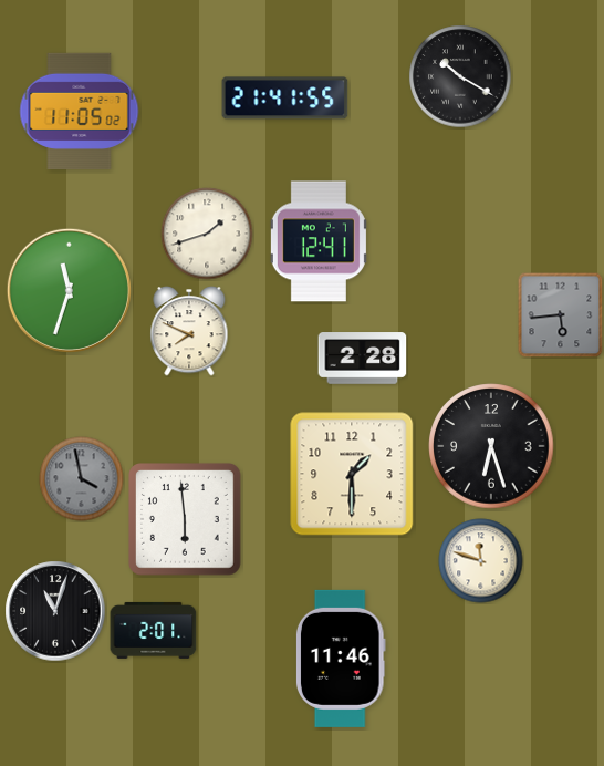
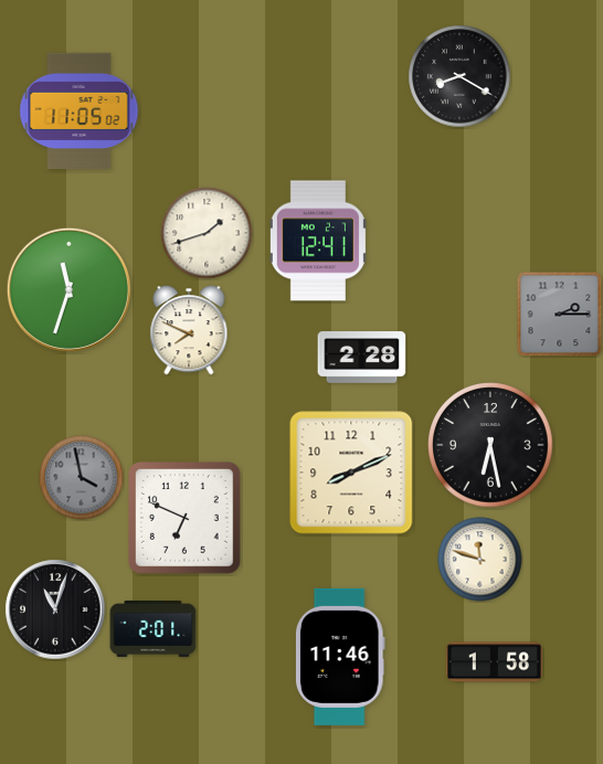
clock at (460, 76): 10:20 -> 8:20
clock at (285, 99): 21:41 -> none
clock at (560, 314): 5:44 -> 2:15
clock at (491, 446): 6:27 -> 6:28
clock at (352, 474): 1:30 -> 8:11
clock at (186, 520): 5:59 -> 6:49
clock at (494, 662): none -> 1:58
